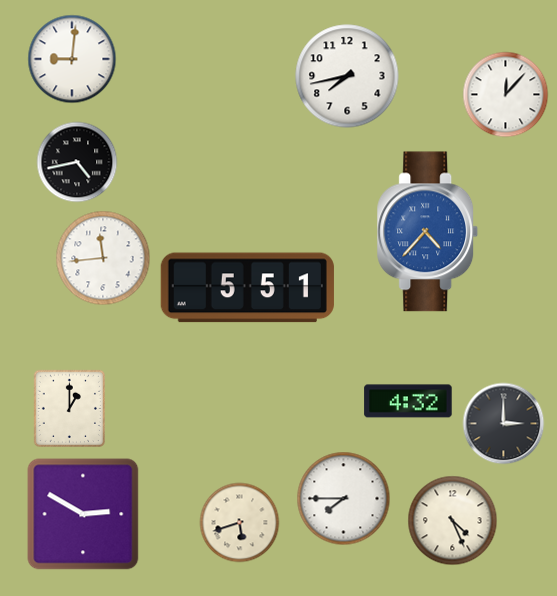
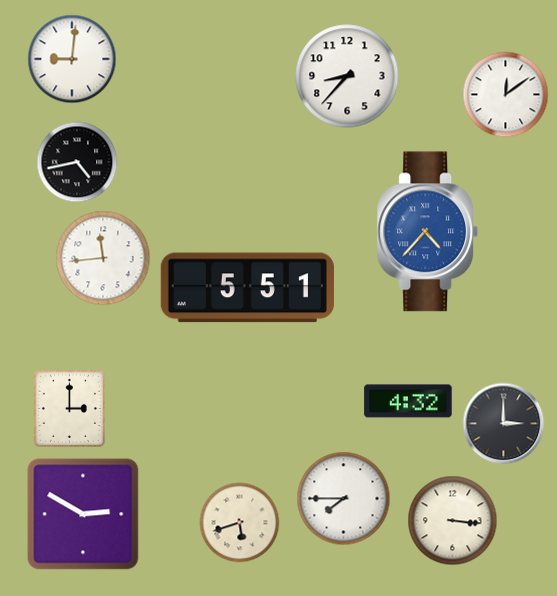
clock at (347, 76): 7:43 -> 8:37
clock at (505, 94): 12:07 -> 12:09
clock at (69, 408): 1:00 -> 3:00
clock at (452, 520): 4:26 -> 3:16
